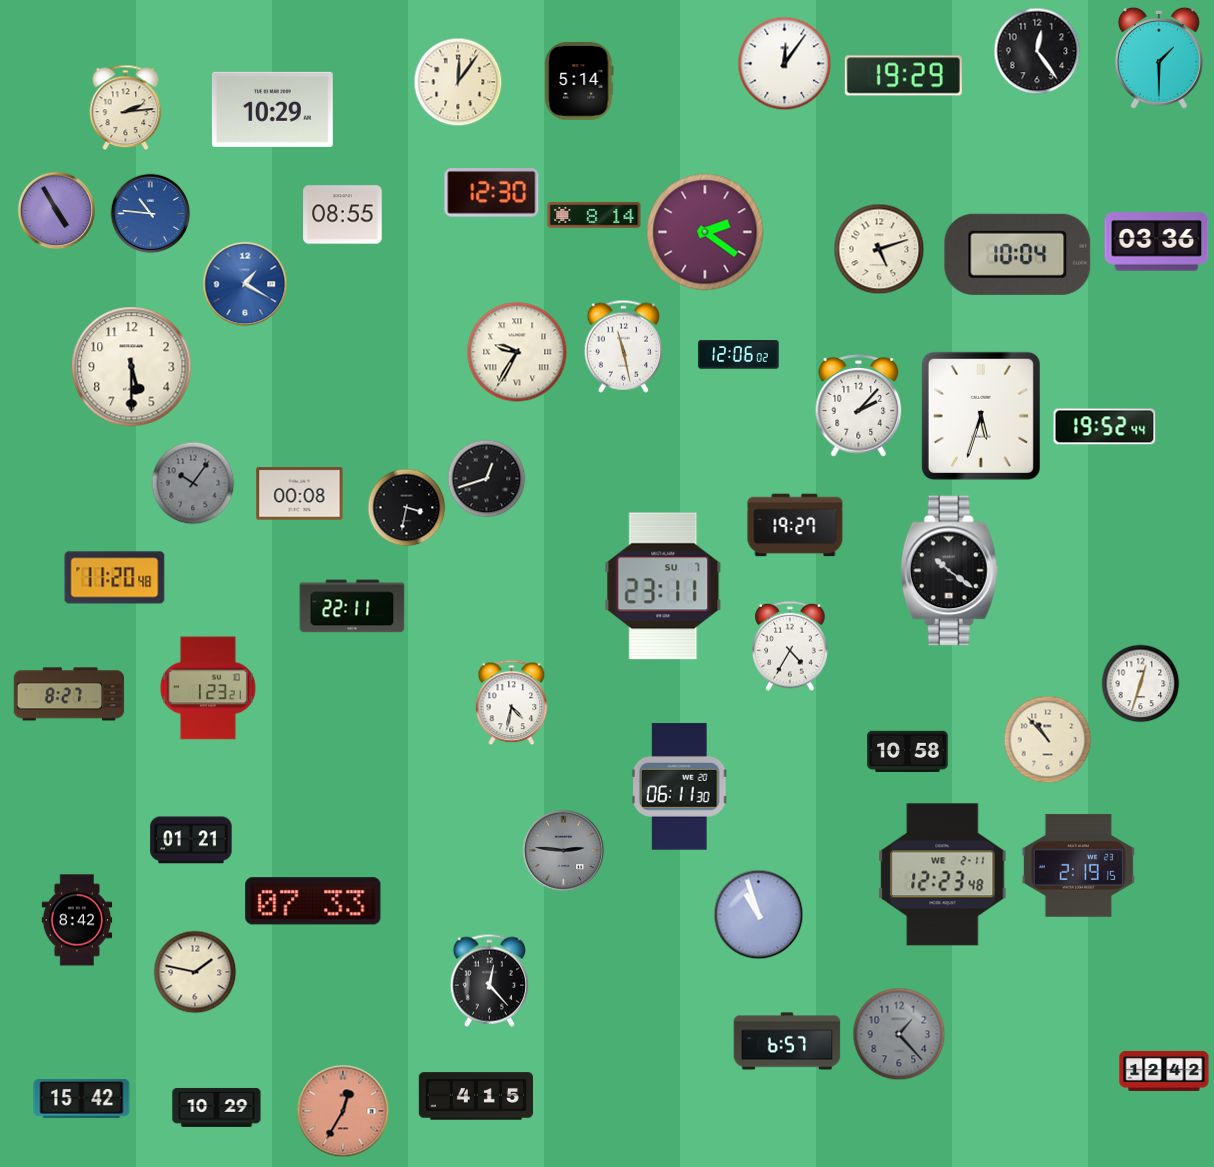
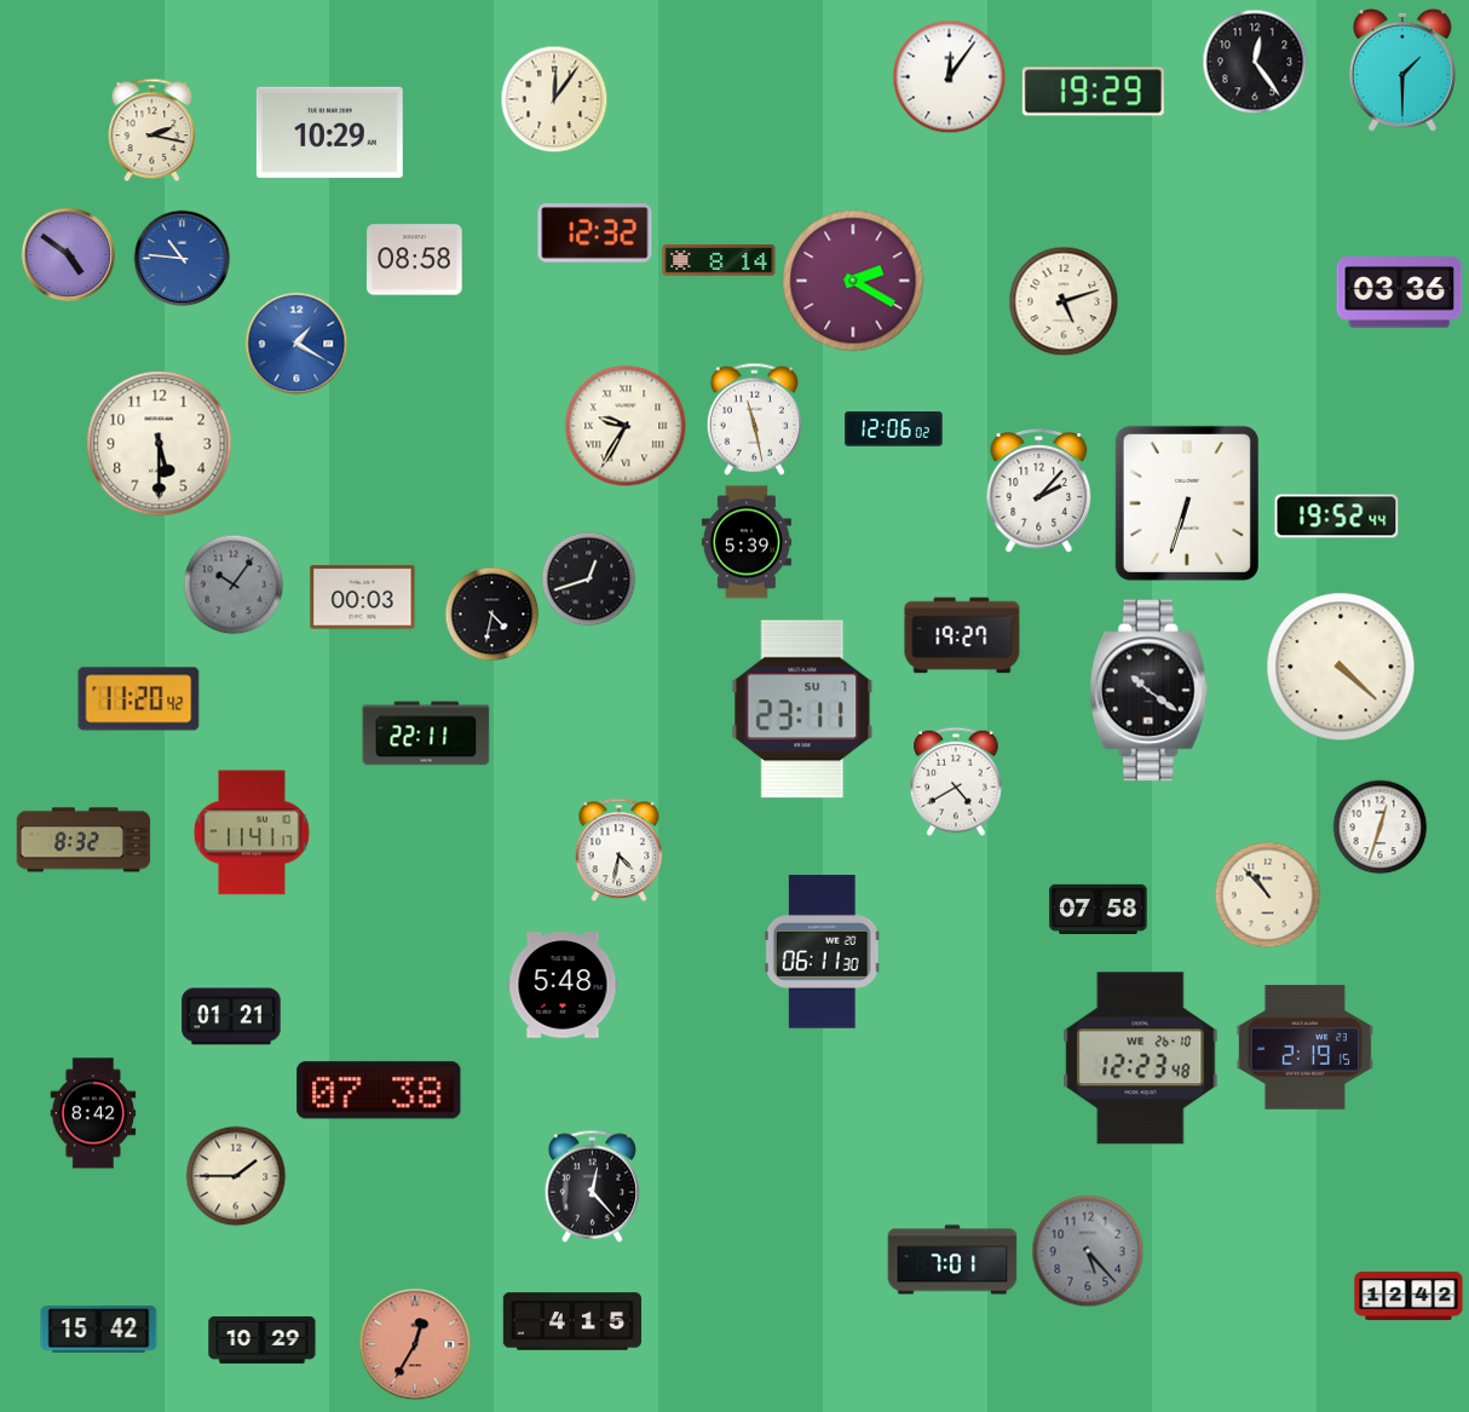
clock at (579, 81): 5:14 -> none
clock at (126, 107): 2:14 -> 2:17
clock at (492, 193): 12:30 -> 12:32
clock at (56, 210): 4:55 -> 4:51
clock at (343, 215): 08:55 -> 08:58
clock at (705, 232): 2:21 -> 2:20
clock at (1018, 254): 10:04 -> none
clock at (981, 416): 5:33 -> 6:33
clock at (747, 542): none -> 5:39
clock at (300, 494): 00:08 -> 00:03
clock at (406, 507): 3:32 -> 4:32
clock at (1341, 667): none -> 4:22
clock at (115, 578): 11:20:48 -> 11:20:42
clock at (790, 646): 4:35 -> 4:40
clock at (208, 688): 1:23 -> 11:41
clock at (69, 694): 8:27 -> 8:32
clock at (908, 751): 10:58 -> 07:58
clock at (563, 985): none -> 5:48
clock at (563, 850): 2:46 -> none
clock at (943, 875) date: WE 2-11 -> WE 26-10
clock at (313, 901): 07:33 -> 07:38
clock at (758, 914): 10:57 -> none
clock at (195, 972): 1:47 -> 1:45
clock at (899, 1034): 1:23 -> 5:23
clock at (787, 1041): 6:57 -> 7:01
clock at (476, 1096) position: (476, 1096) -> (572, 1321)
